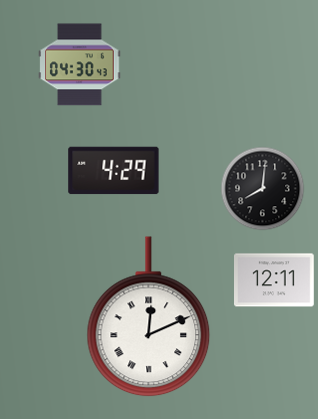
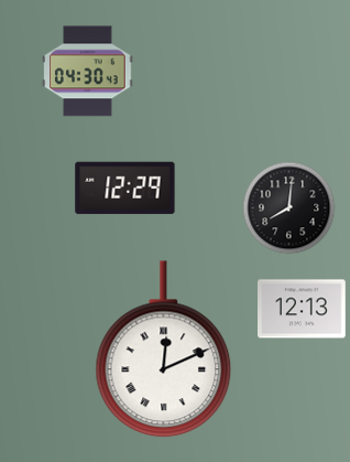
clock at (114, 171): 4:29 -> 12:29
clock at (275, 280): 12:11 -> 12:13
